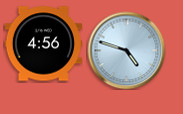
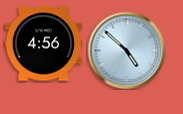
clock at (126, 50): 4:48 -> 4:52
